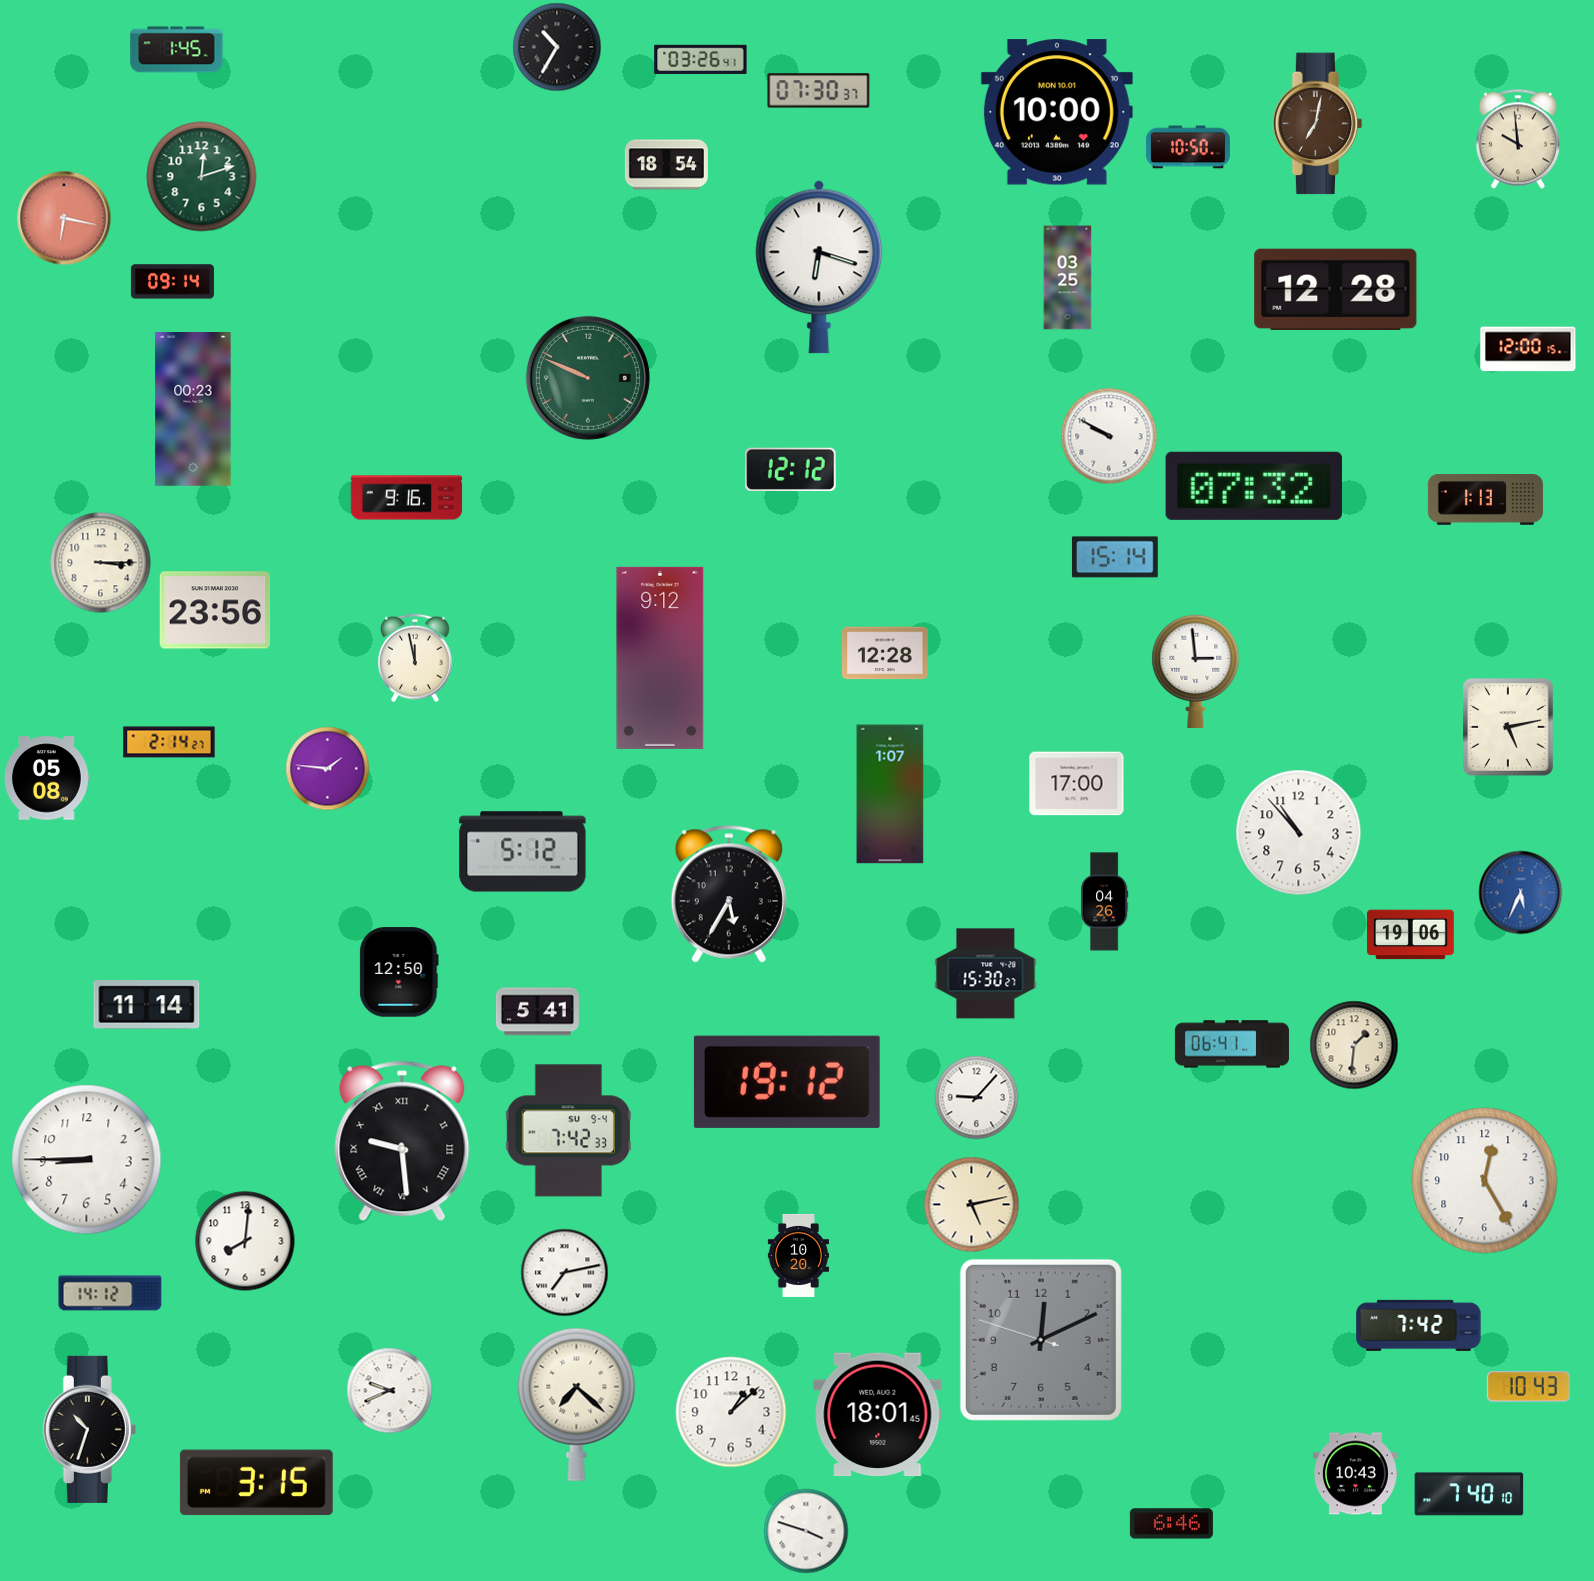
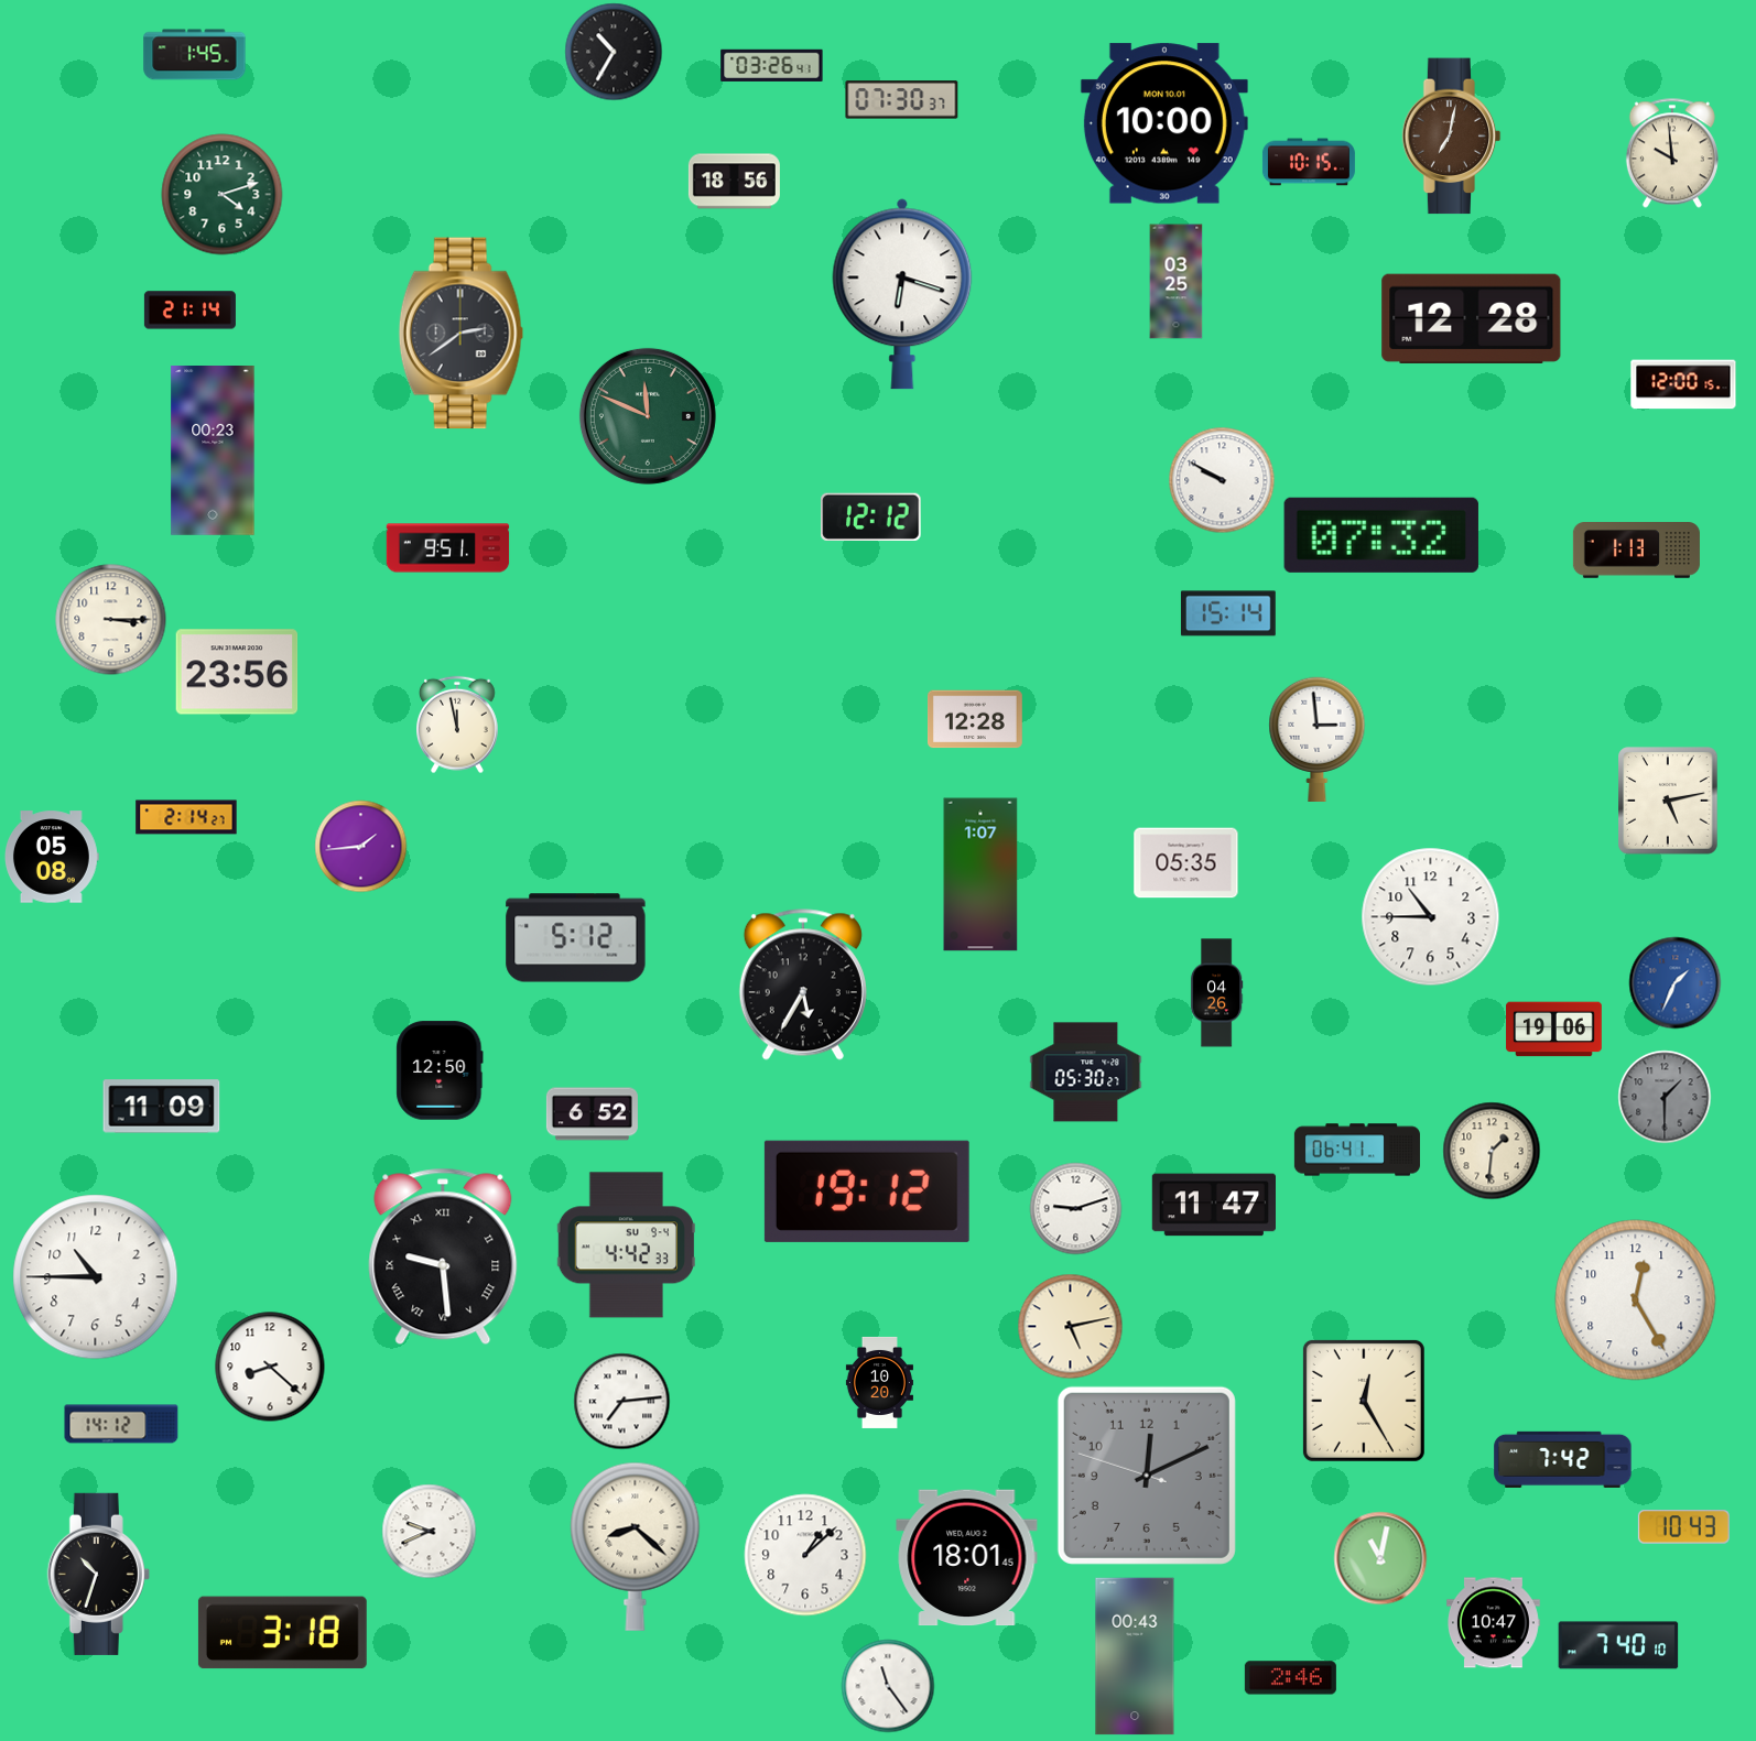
clock at (1188, 147): 10:50 -> 10:15
clock at (666, 165): 18:54 -> 18:56
clock at (202, 177): 12:12 -> 4:12
clock at (64, 218): 6:17 -> none
clock at (1068, 278) position: (1068, 278) -> (1177, 282)
clock at (172, 282): 09:14 -> 21:14
clock at (462, 334): none -> 2:39
clock at (588, 378): 9:49 -> 11:49
clock at (407, 498): 9:16 -> 9:51
clock at (660, 658): 9:12 -> none
clock at (1508, 727) position: (1508, 727) -> (1668, 801)
clock at (328, 769): 1:46 -> 1:44
clock at (1077, 784): 17:00 -> 05:35
clock at (1299, 833): 10:53 -> 10:45
clock at (1521, 893): 5:34 -> 1:34
clock at (986, 974): 15:30 -> 05:30
clock at (1665, 1097): none -> 1:30
clock at (147, 1005): 11:14 -> 11:09
clock at (537, 1012): 5:41 -> 6:52
clock at (1213, 1205): none -> 11:47
clock at (977, 1098): 9:07 -> 9:12
clock at (568, 1131): 7:42 -> 4:42
clock at (87, 1160): 8:45 -> 10:45
clock at (245, 1241): 8:01 -> 8:22
clock at (1364, 1401): none -> 12:25
clock at (565, 1273): 7:13 -> 7:14
clock at (577, 1404): 7:22 -> 8:22
clock at (1380, 1558): none -> 11:02
clock at (1355, 1474): 10:43 -> 10:47
clock at (256, 1483): 3:15 -> 3:18
clock at (1135, 1656): none -> 00:43
clock at (1171, 1524): 6:46 -> 2:46
clock at (806, 1531): 3:48 -> 11:24
